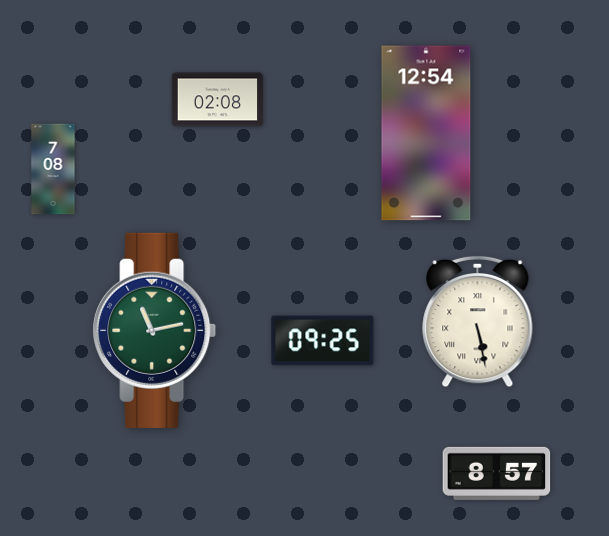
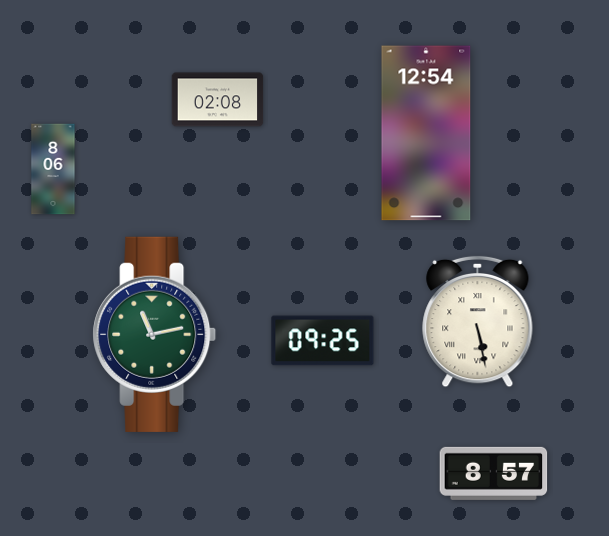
clock at (53, 169): 7:08 -> 8:06
clock at (155, 330) position: (155, 330) -> (155, 334)
clock at (497, 473) position: (497, 473) -> (494, 473)
